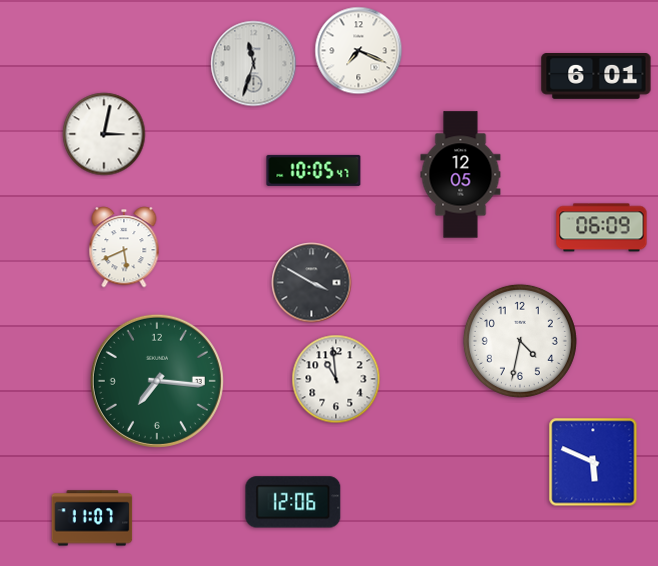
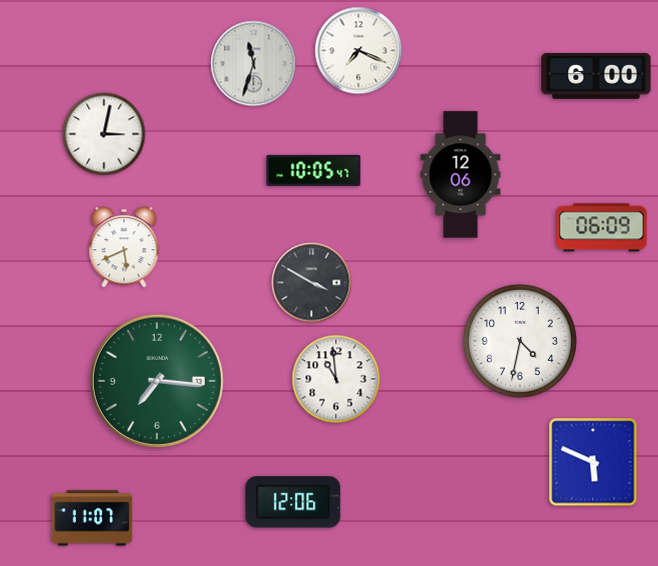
clock at (596, 77): 6:01 -> 6:00
clock at (461, 175): 12:05 -> 12:06
